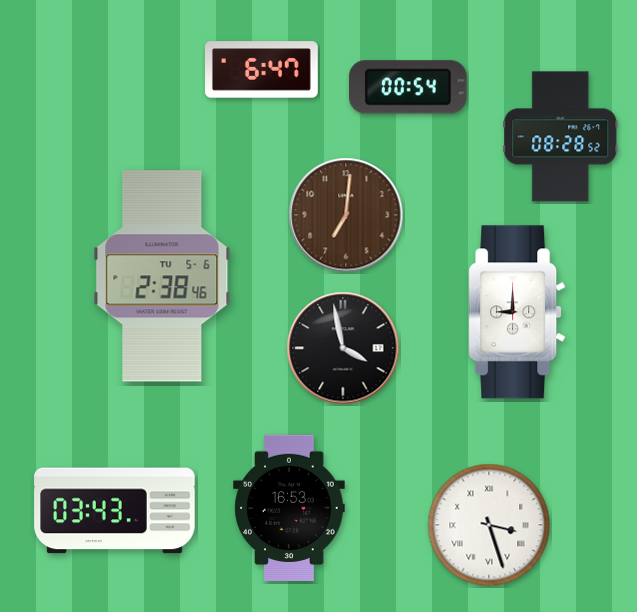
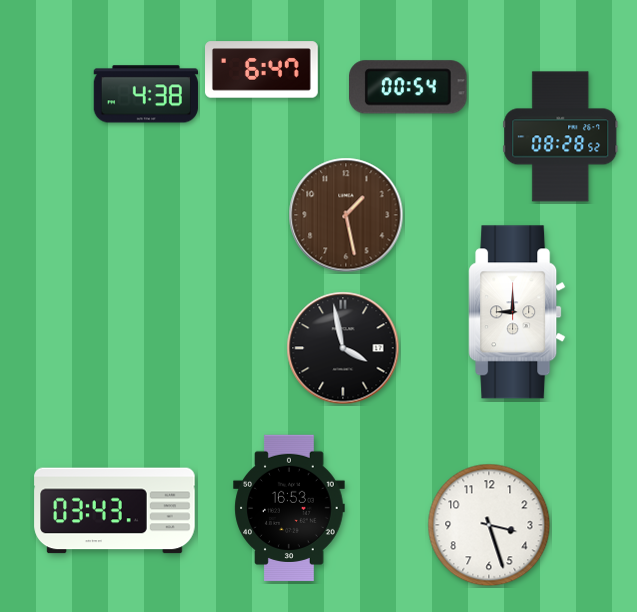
clock at (146, 94): none -> 4:38
clock at (346, 215): 7:01 -> 1:28
clock at (162, 276): 2:38 -> none
clock at (489, 525) numerals: Roman -> Arabic
